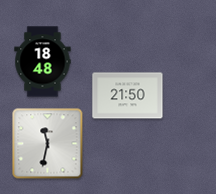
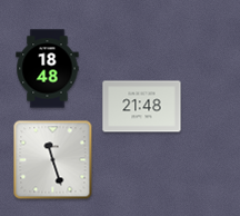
clock at (128, 96): 21:50 -> 21:48
clock at (48, 144): 11:32 -> 11:27
